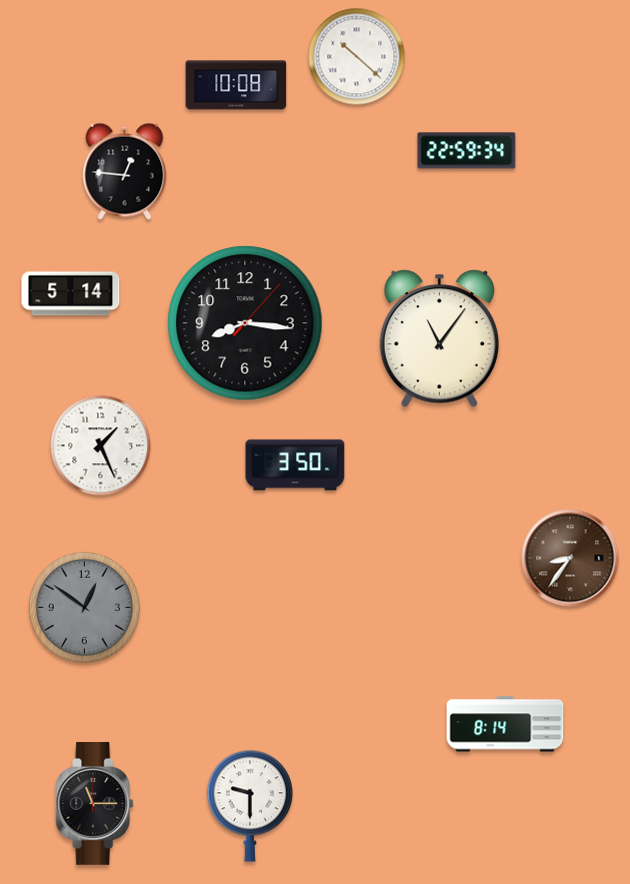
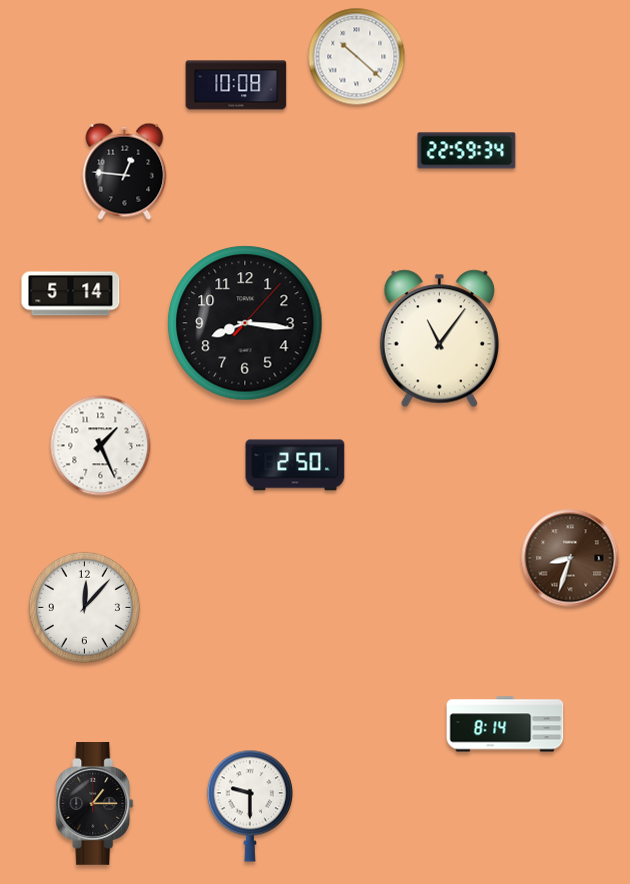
clock at (295, 465): 3:50 -> 2:50
clock at (570, 558): 8:36 -> 8:33
clock at (84, 607): 12:51 -> 12:07
clock at (84, 607) dial: grey -> white
clock at (95, 804): 11:15 -> 1:15
